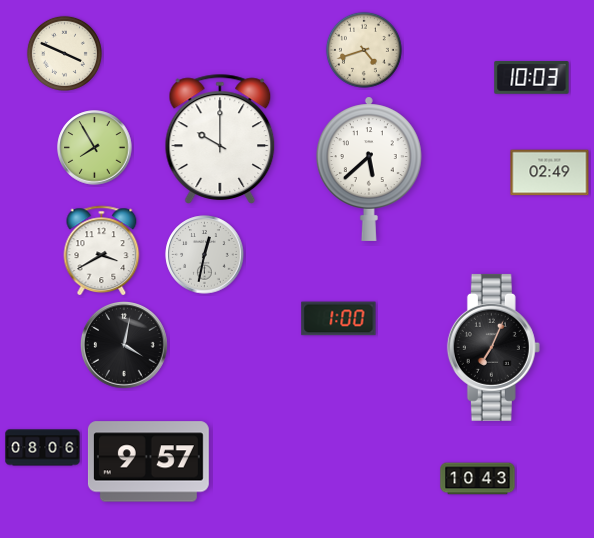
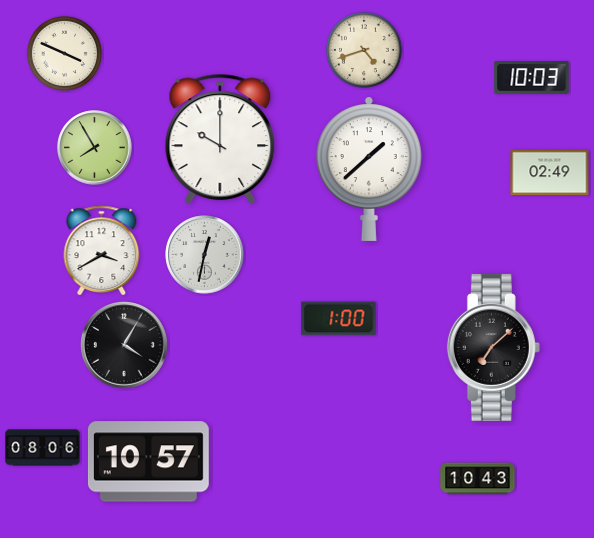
clock at (369, 169): 5:38 -> 1:38
clock at (125, 346): 4:02 -> 4:05
clock at (493, 347): 7:04 -> 7:08
clock at (148, 462): 9:57 -> 10:57
